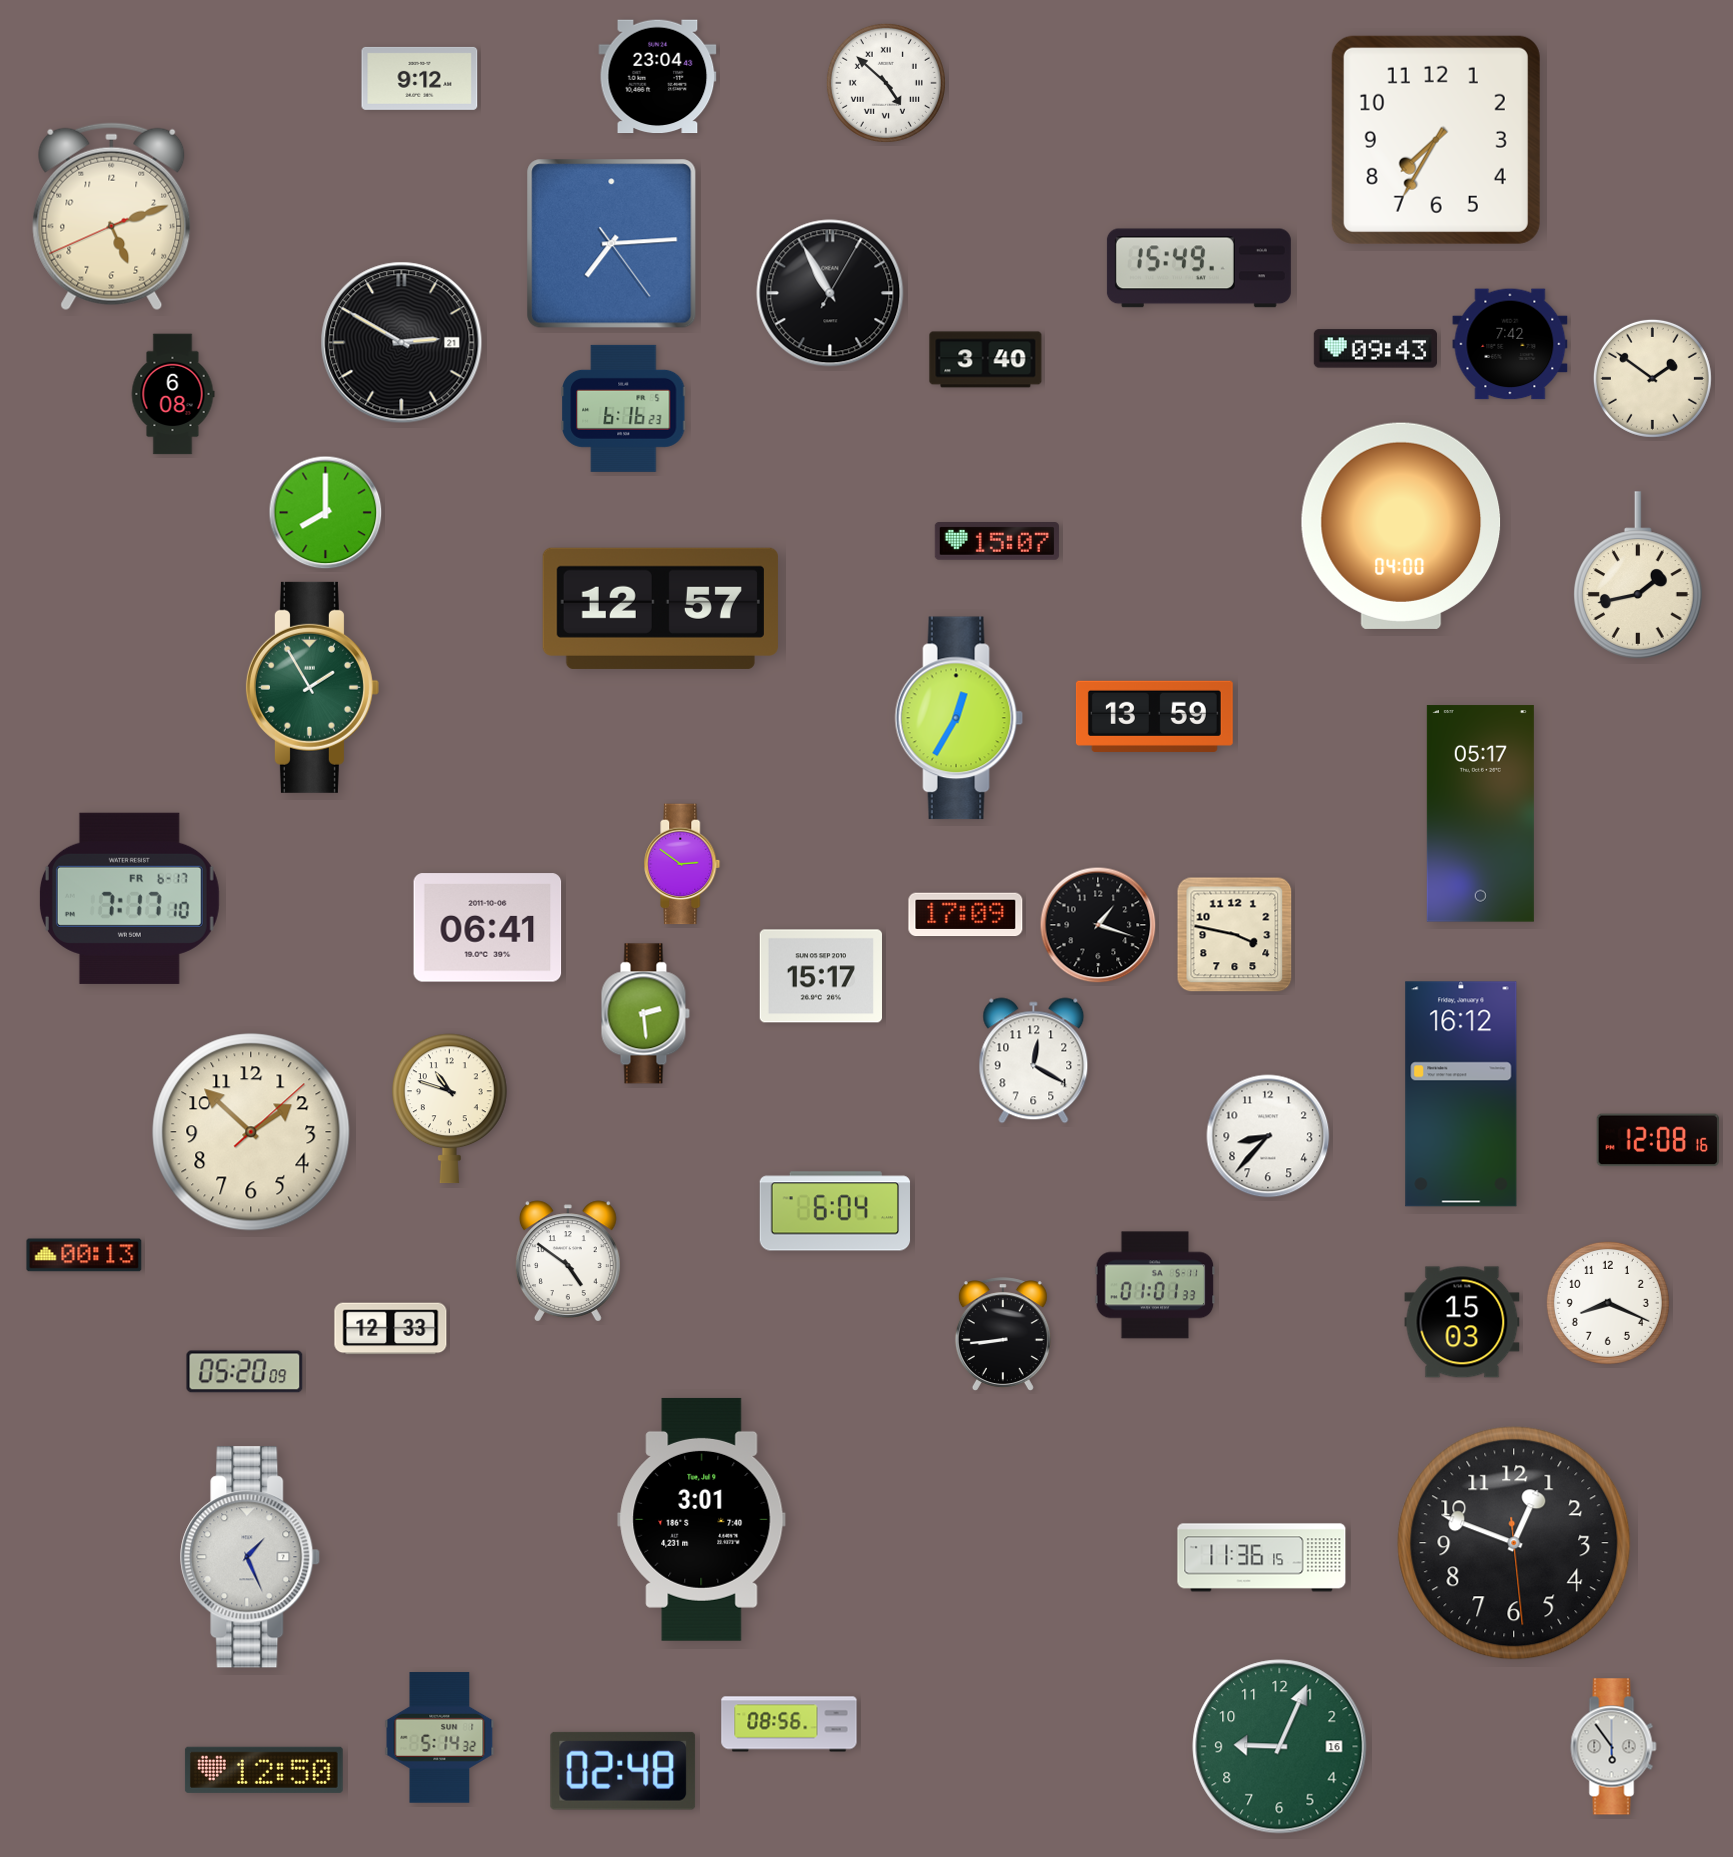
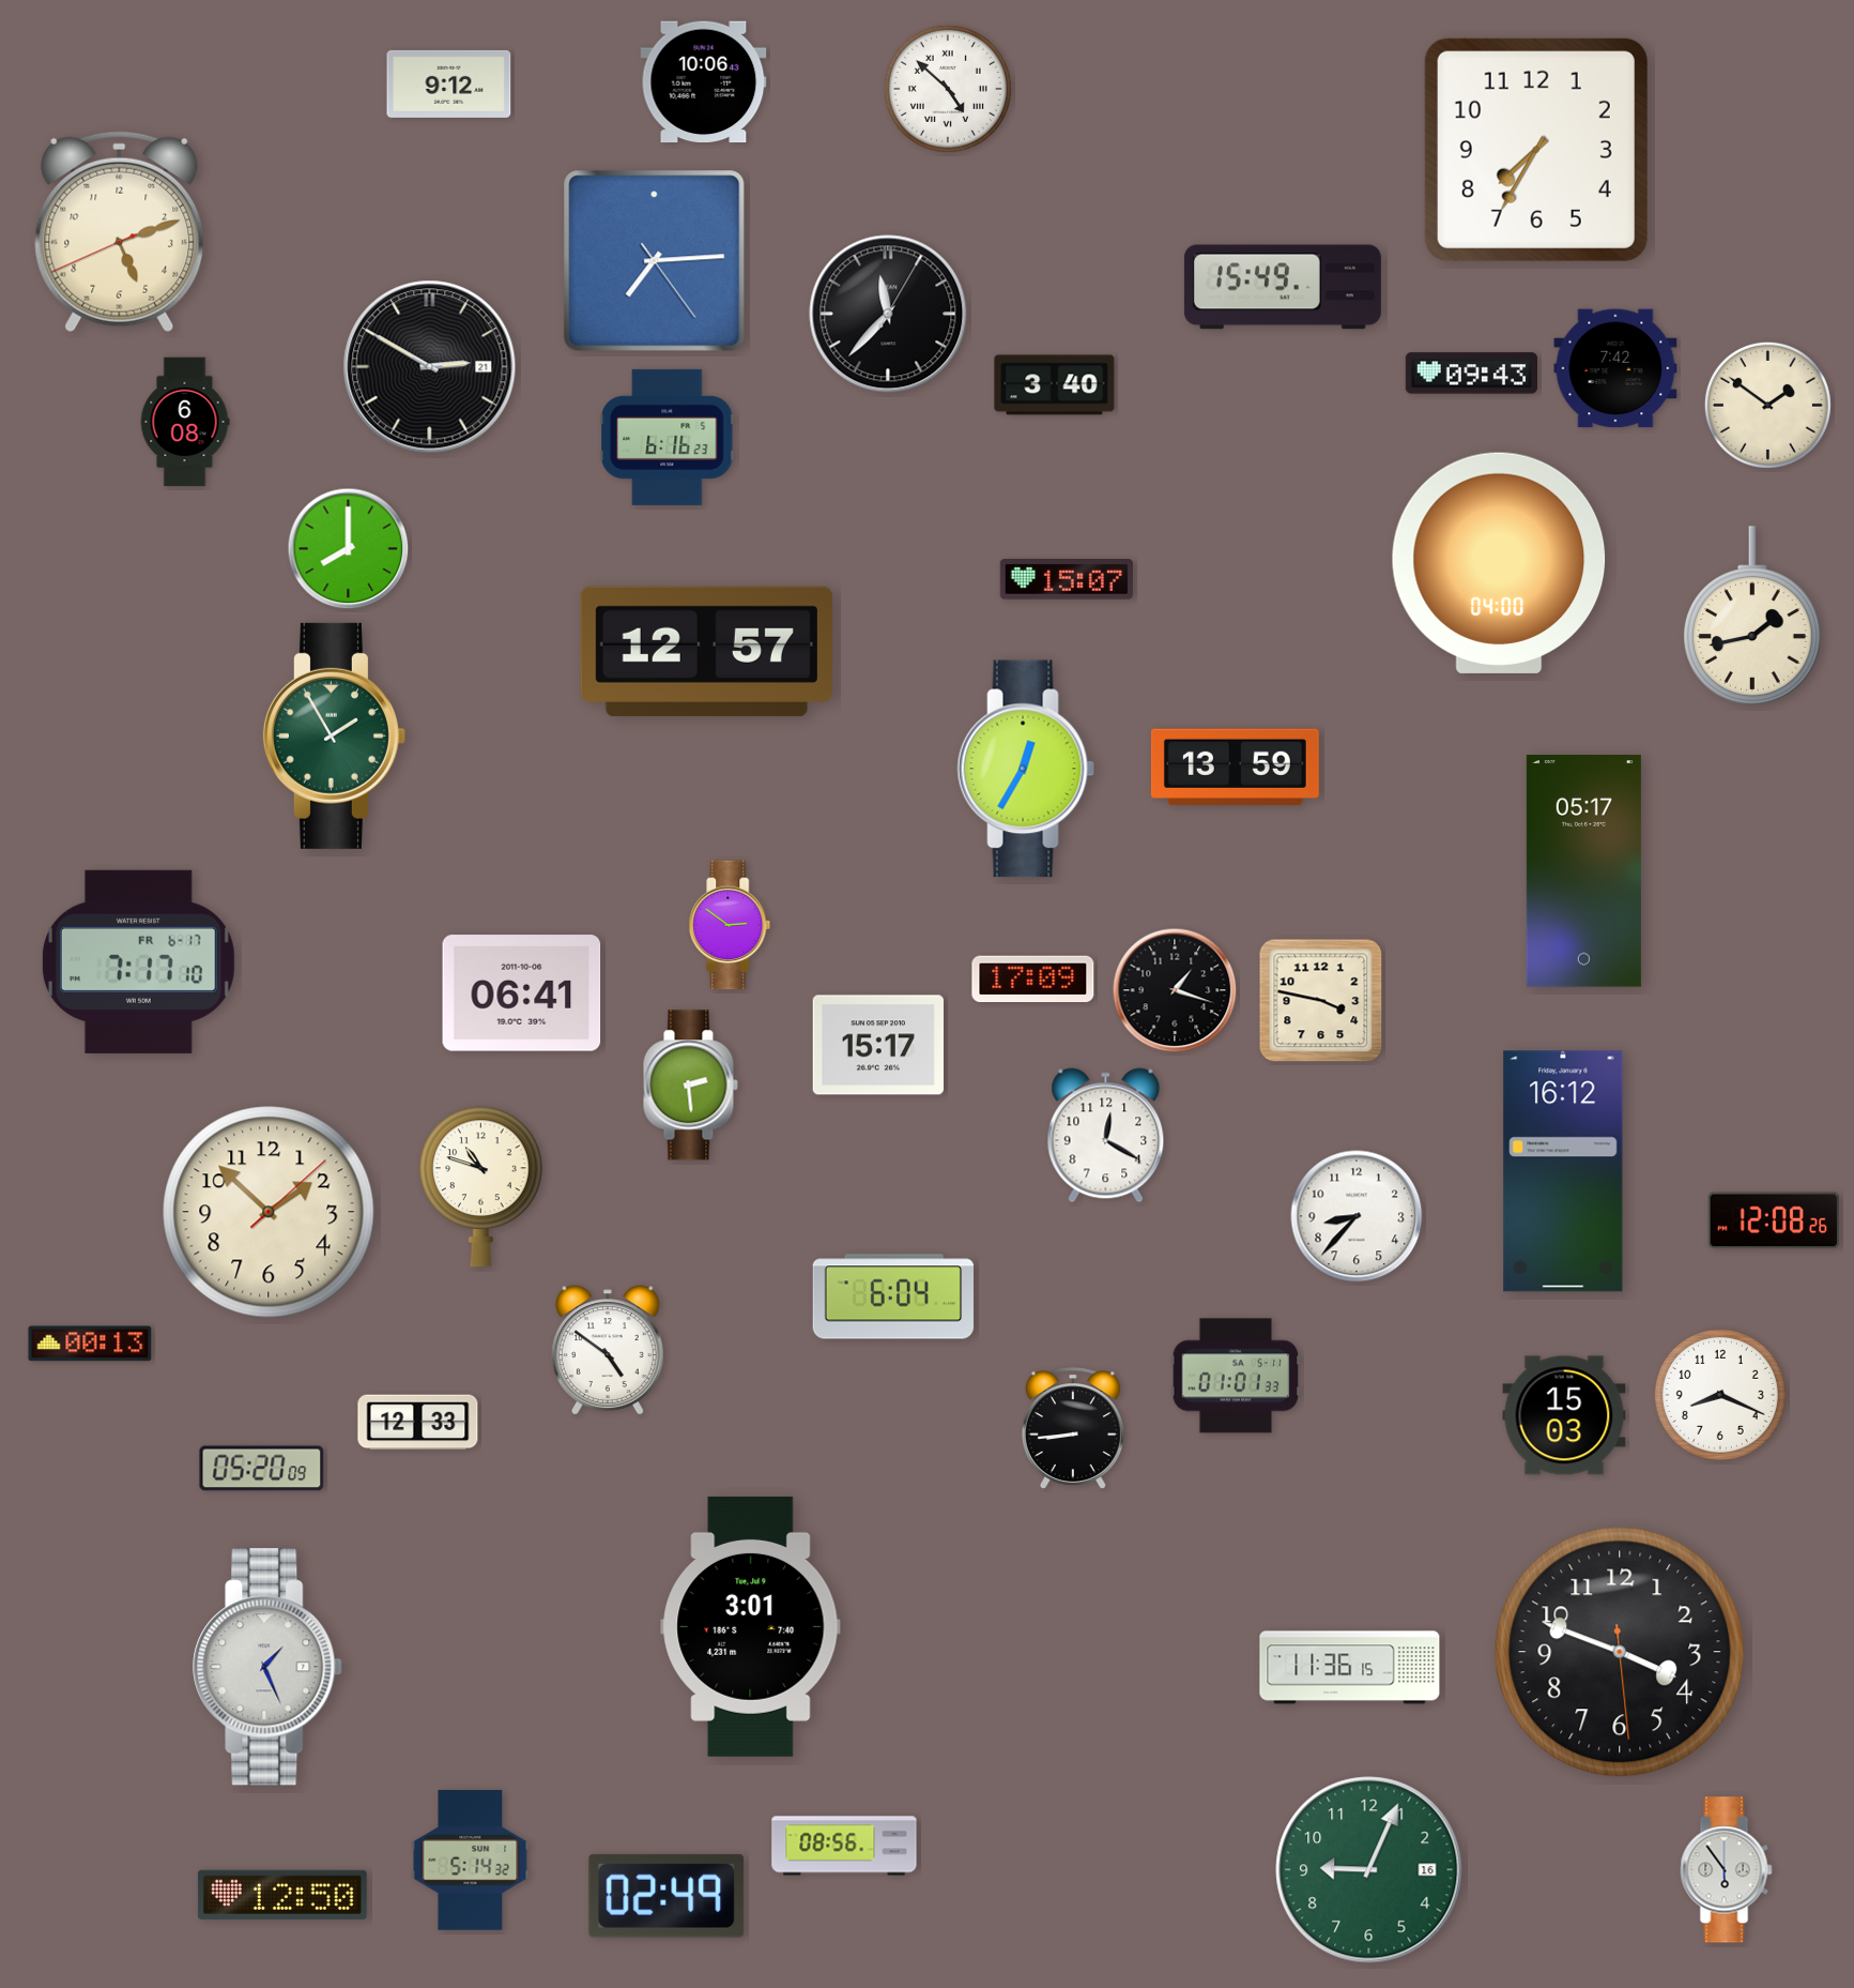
clock at (658, 77): 23:04 -> 10:06
clock at (830, 293): 10:55 -> 11:37
clock at (1658, 1140): 12:08:16 -> 12:08:26
clock at (1514, 1543): 12:48 -> 3:48
clock at (623, 1771): 02:48 -> 02:49
